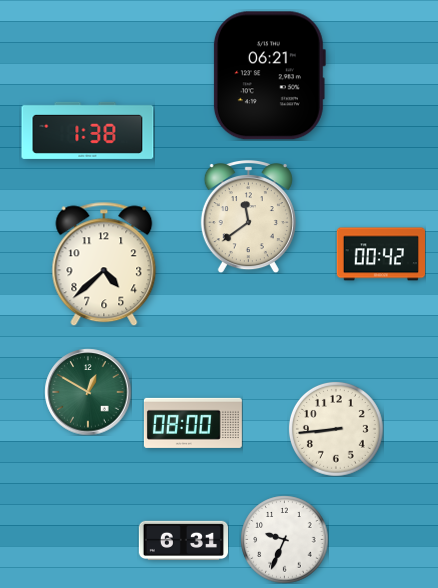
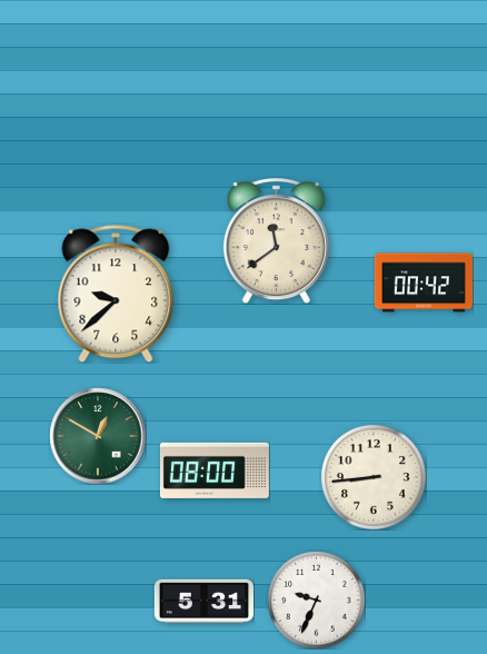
clock at (269, 76): 06:21 -> none
clock at (88, 130): 1:38 -> none
clock at (104, 264): 4:38 -> 9:38
clock at (183, 541): 6:31 -> 5:31
